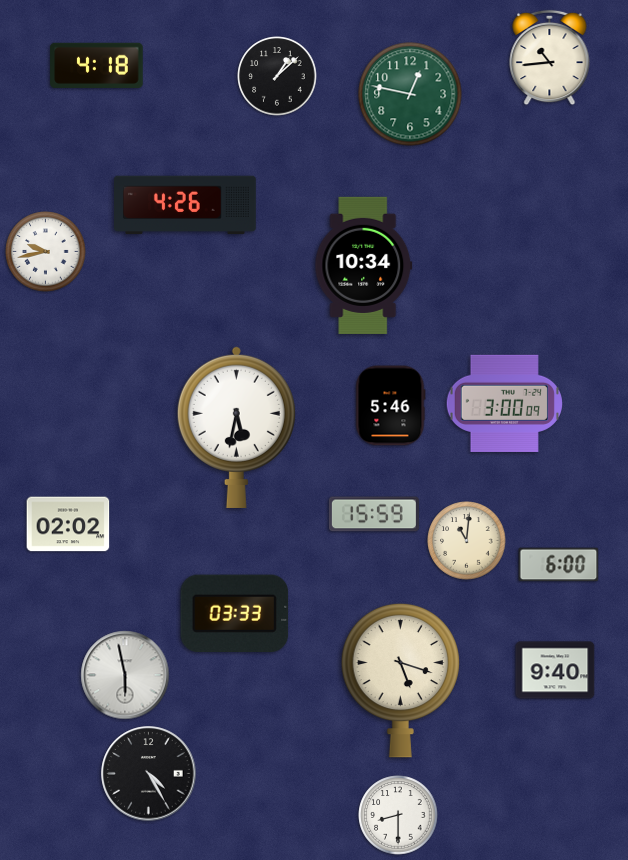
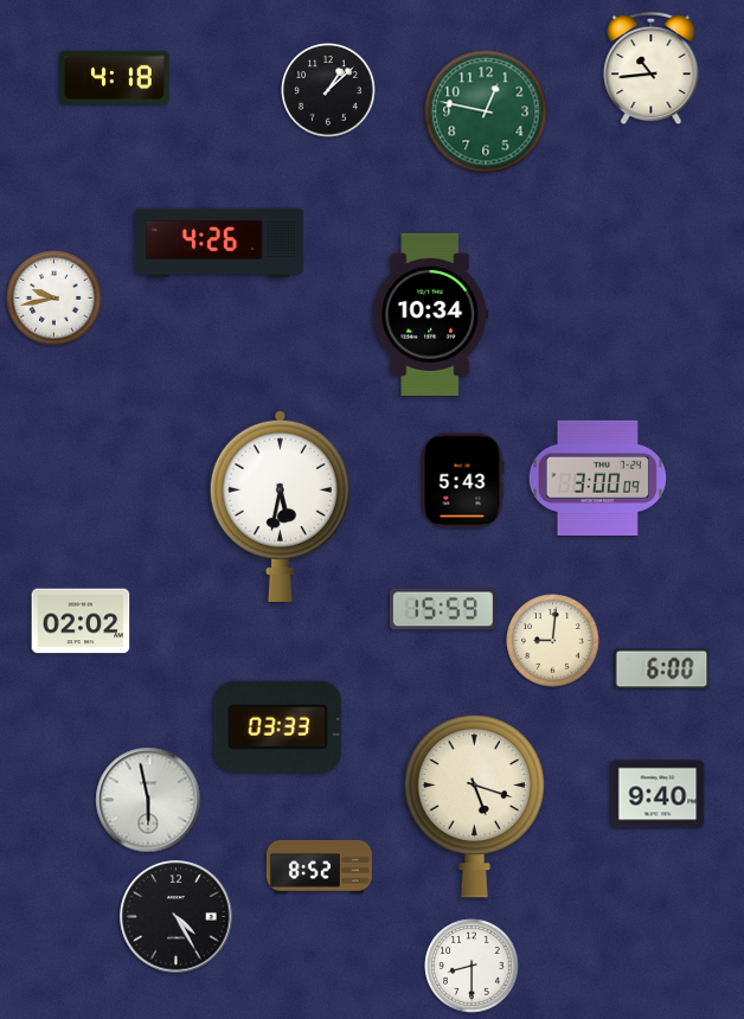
clock at (391, 406): 5:46 -> 5:43
clock at (467, 541): 11:01 -> 9:01
clock at (319, 866): none -> 8:52
